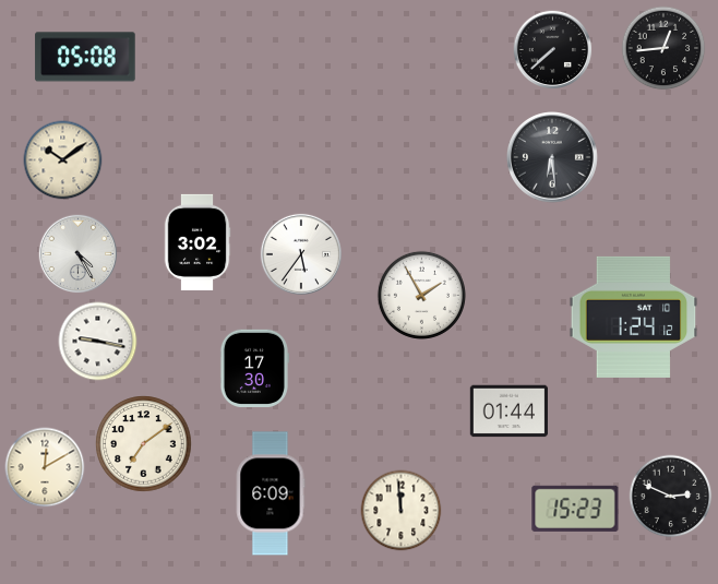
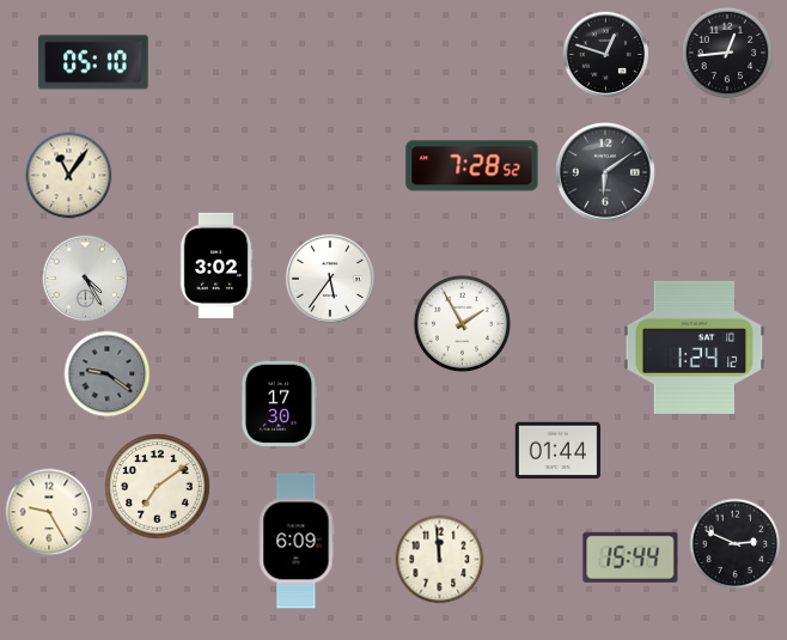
clock at (553, 50): 7:38 -> 12:48
clock at (85, 57): 05:08 -> 05:10
clock at (472, 166): none -> 7:28
clock at (552, 157): 6:29 -> 6:09
clock at (63, 160): 10:09 -> 11:06
clock at (98, 342): 9:17 -> 9:21
clock at (98, 342) dial: white -> grey
clock at (45, 467): 12:10 -> 9:25
clock at (575, 509): 15:23 -> 15:44
